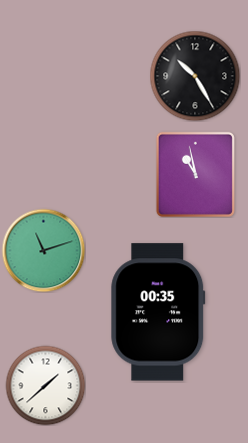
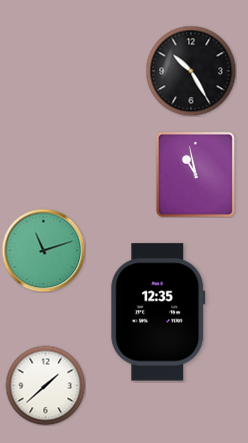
clock at (195, 76) position: (195, 76) -> (191, 71)
clock at (158, 312): 00:35 -> 12:35
